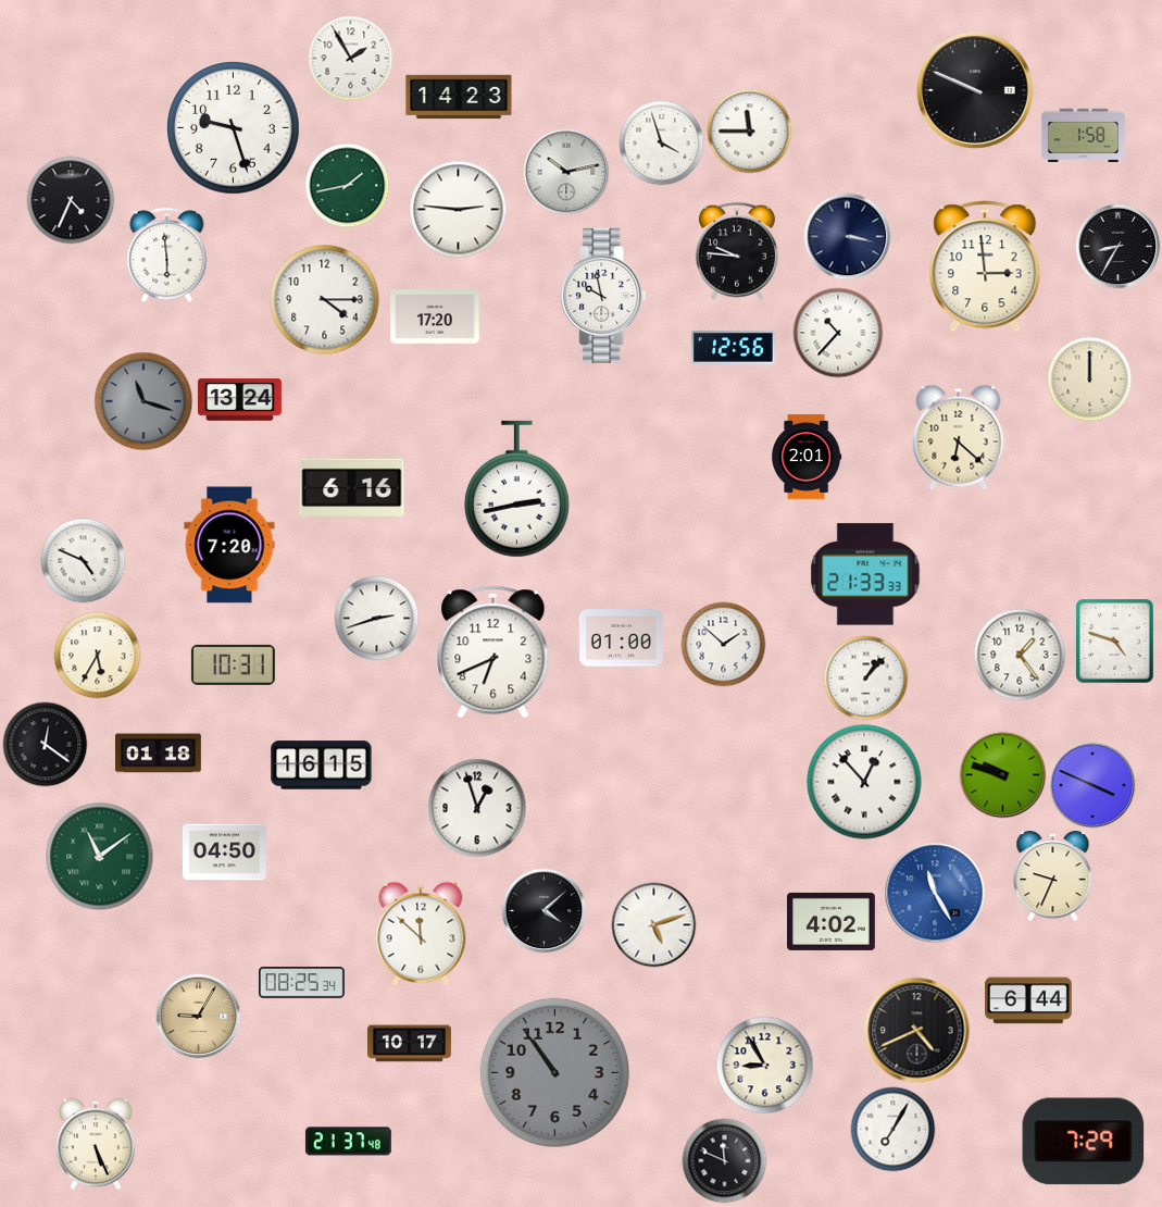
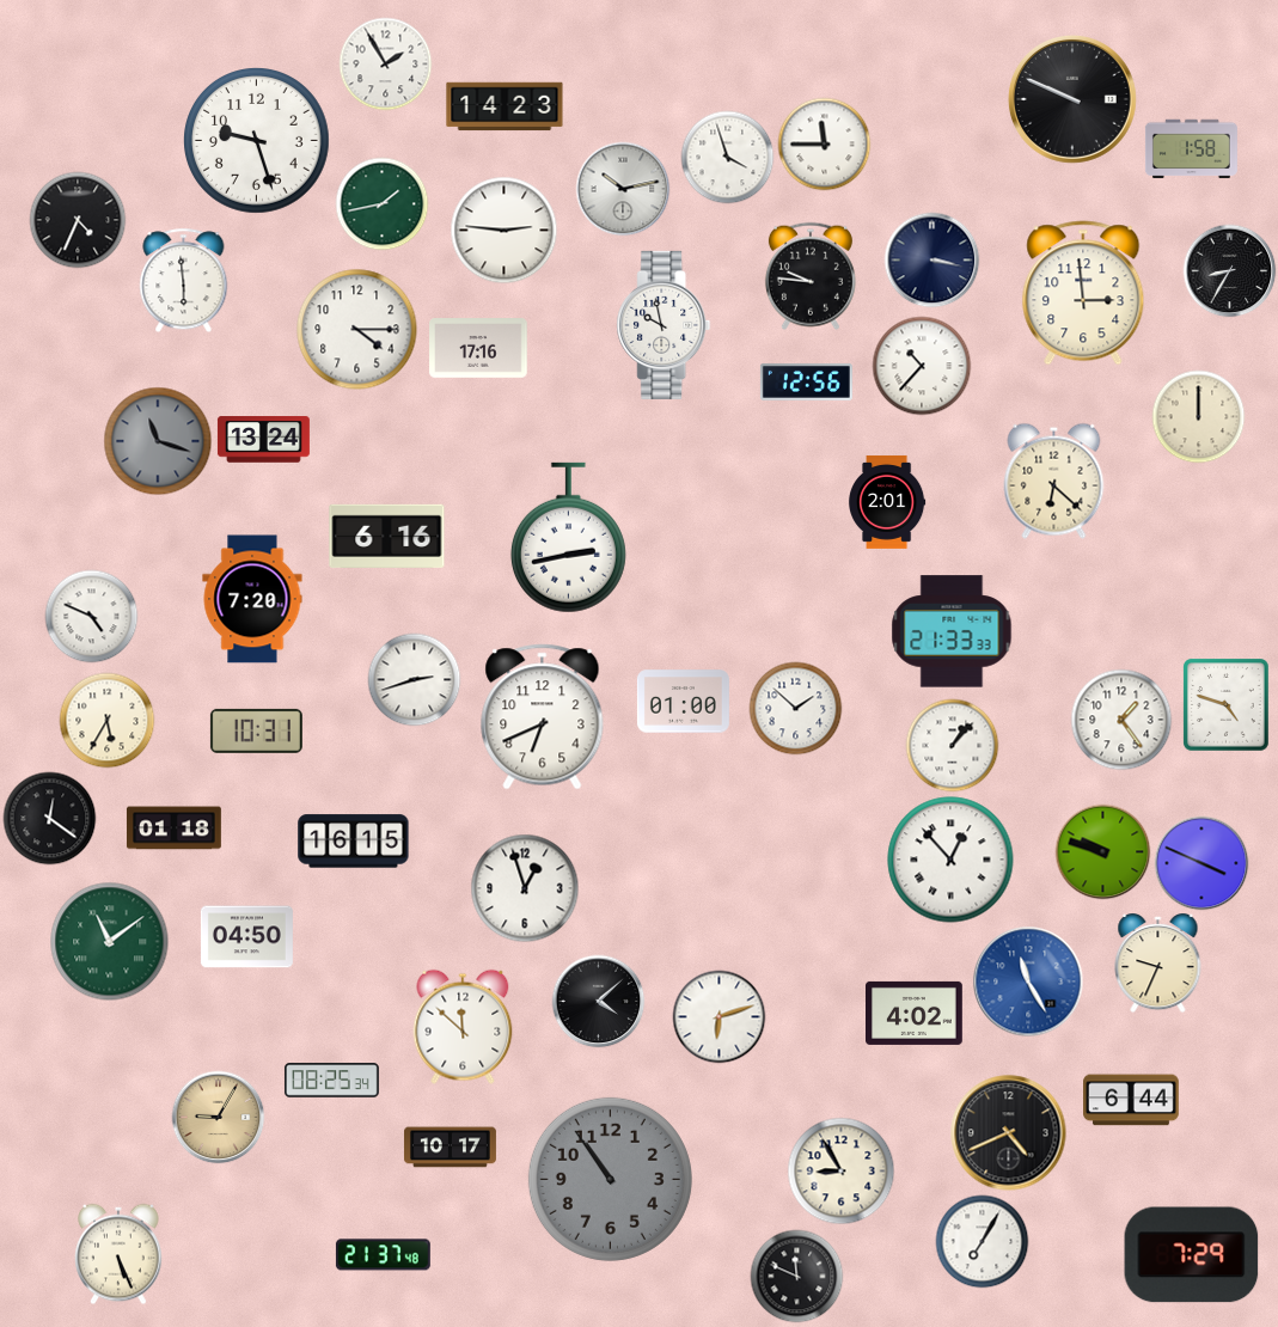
clock at (435, 318): 17:20 -> 17:16
clock at (653, 924): 5:12 -> 6:12
clock at (96, 1144) position: (96, 1144) -> (118, 1254)
